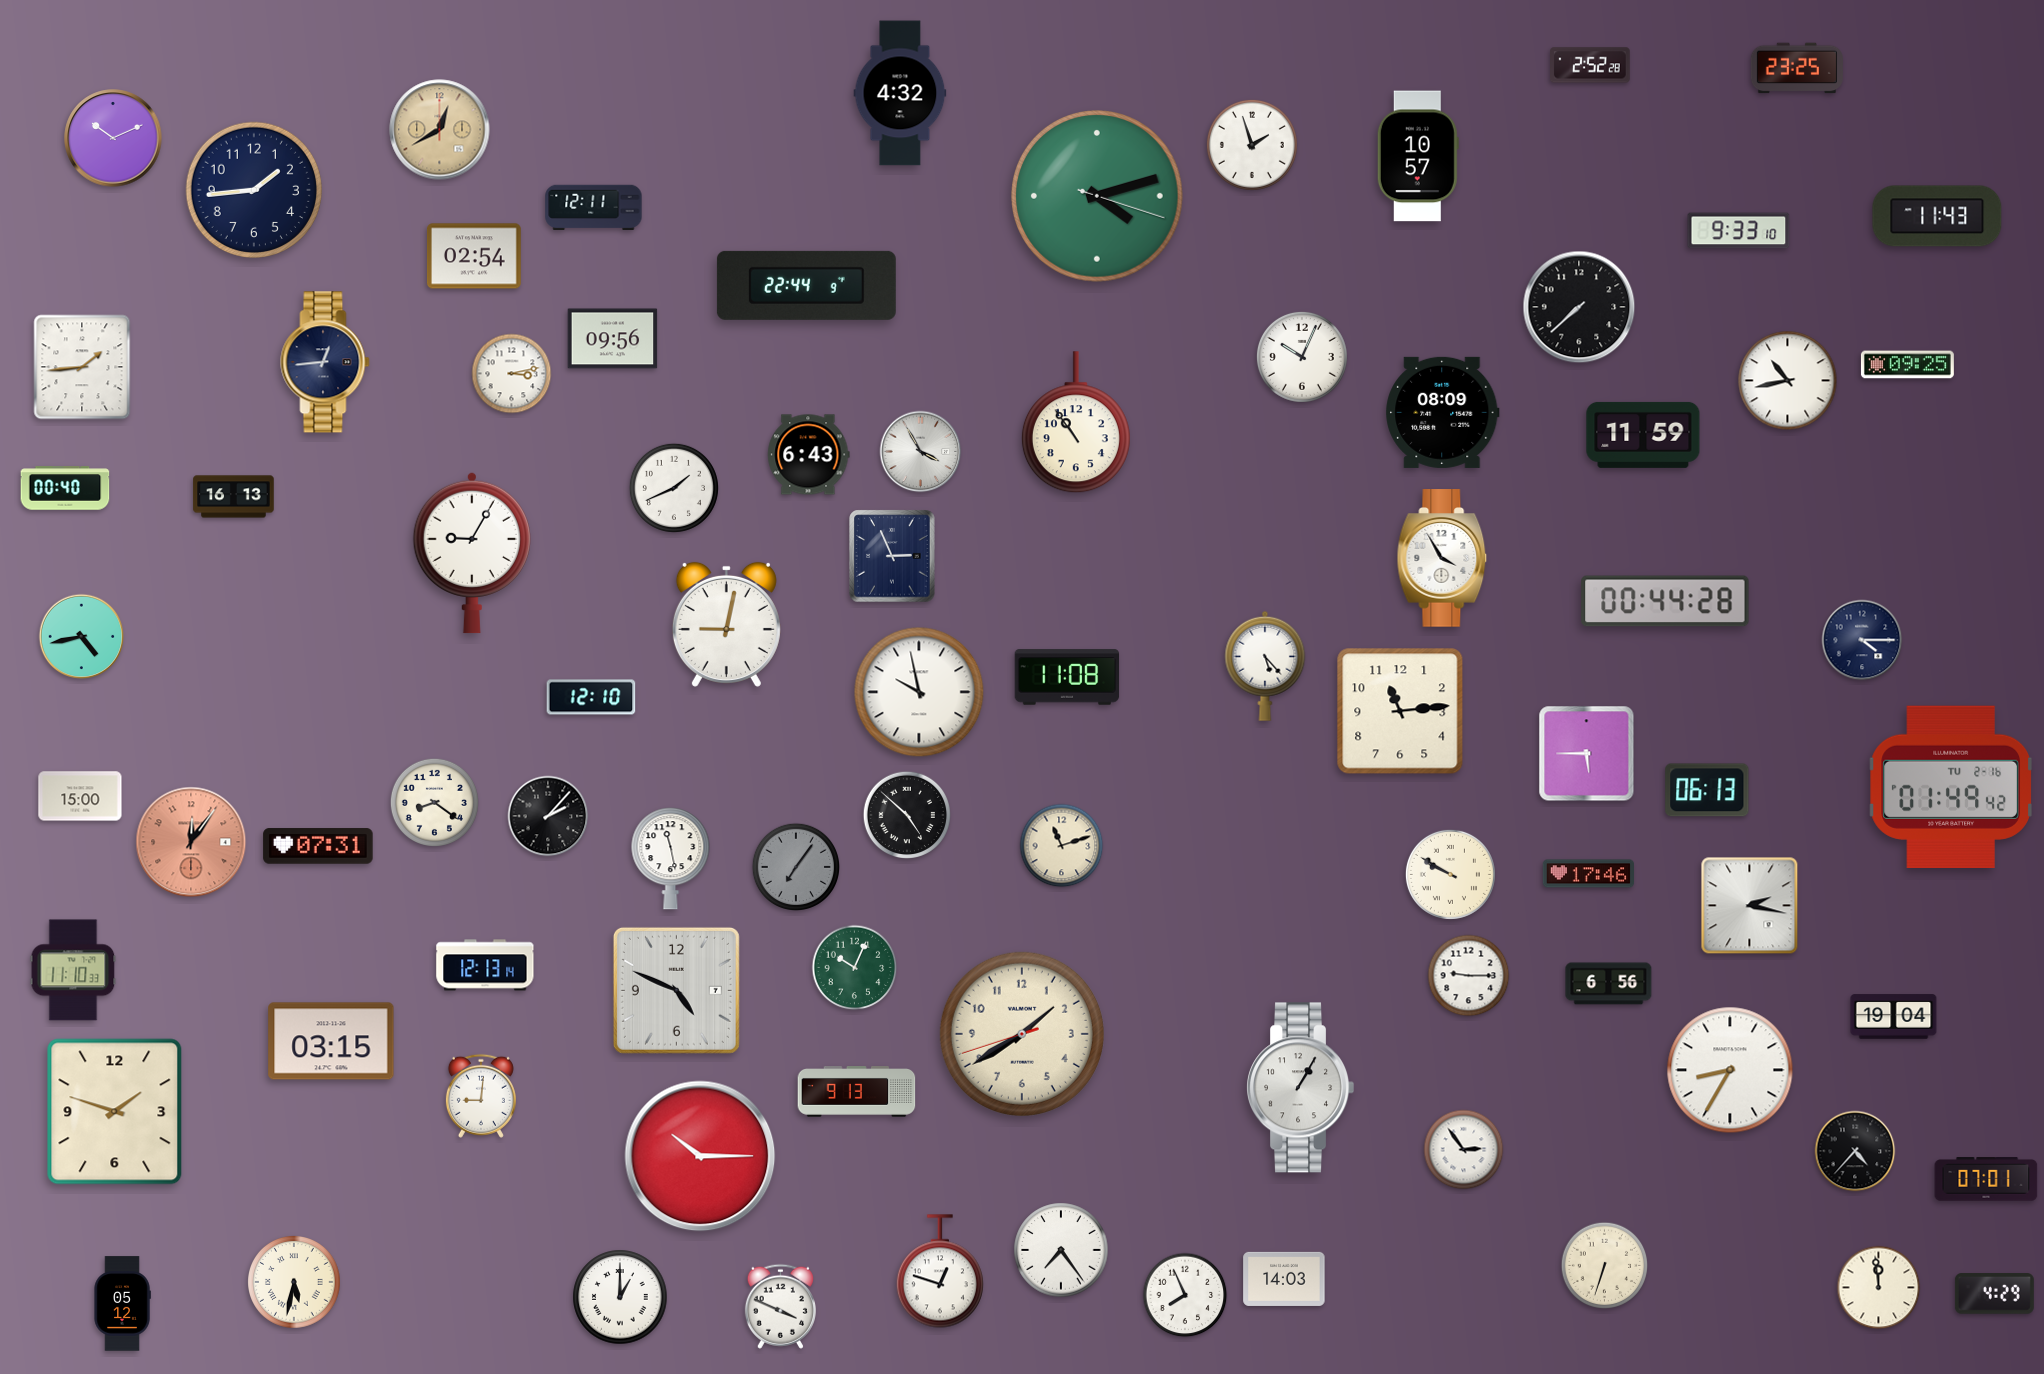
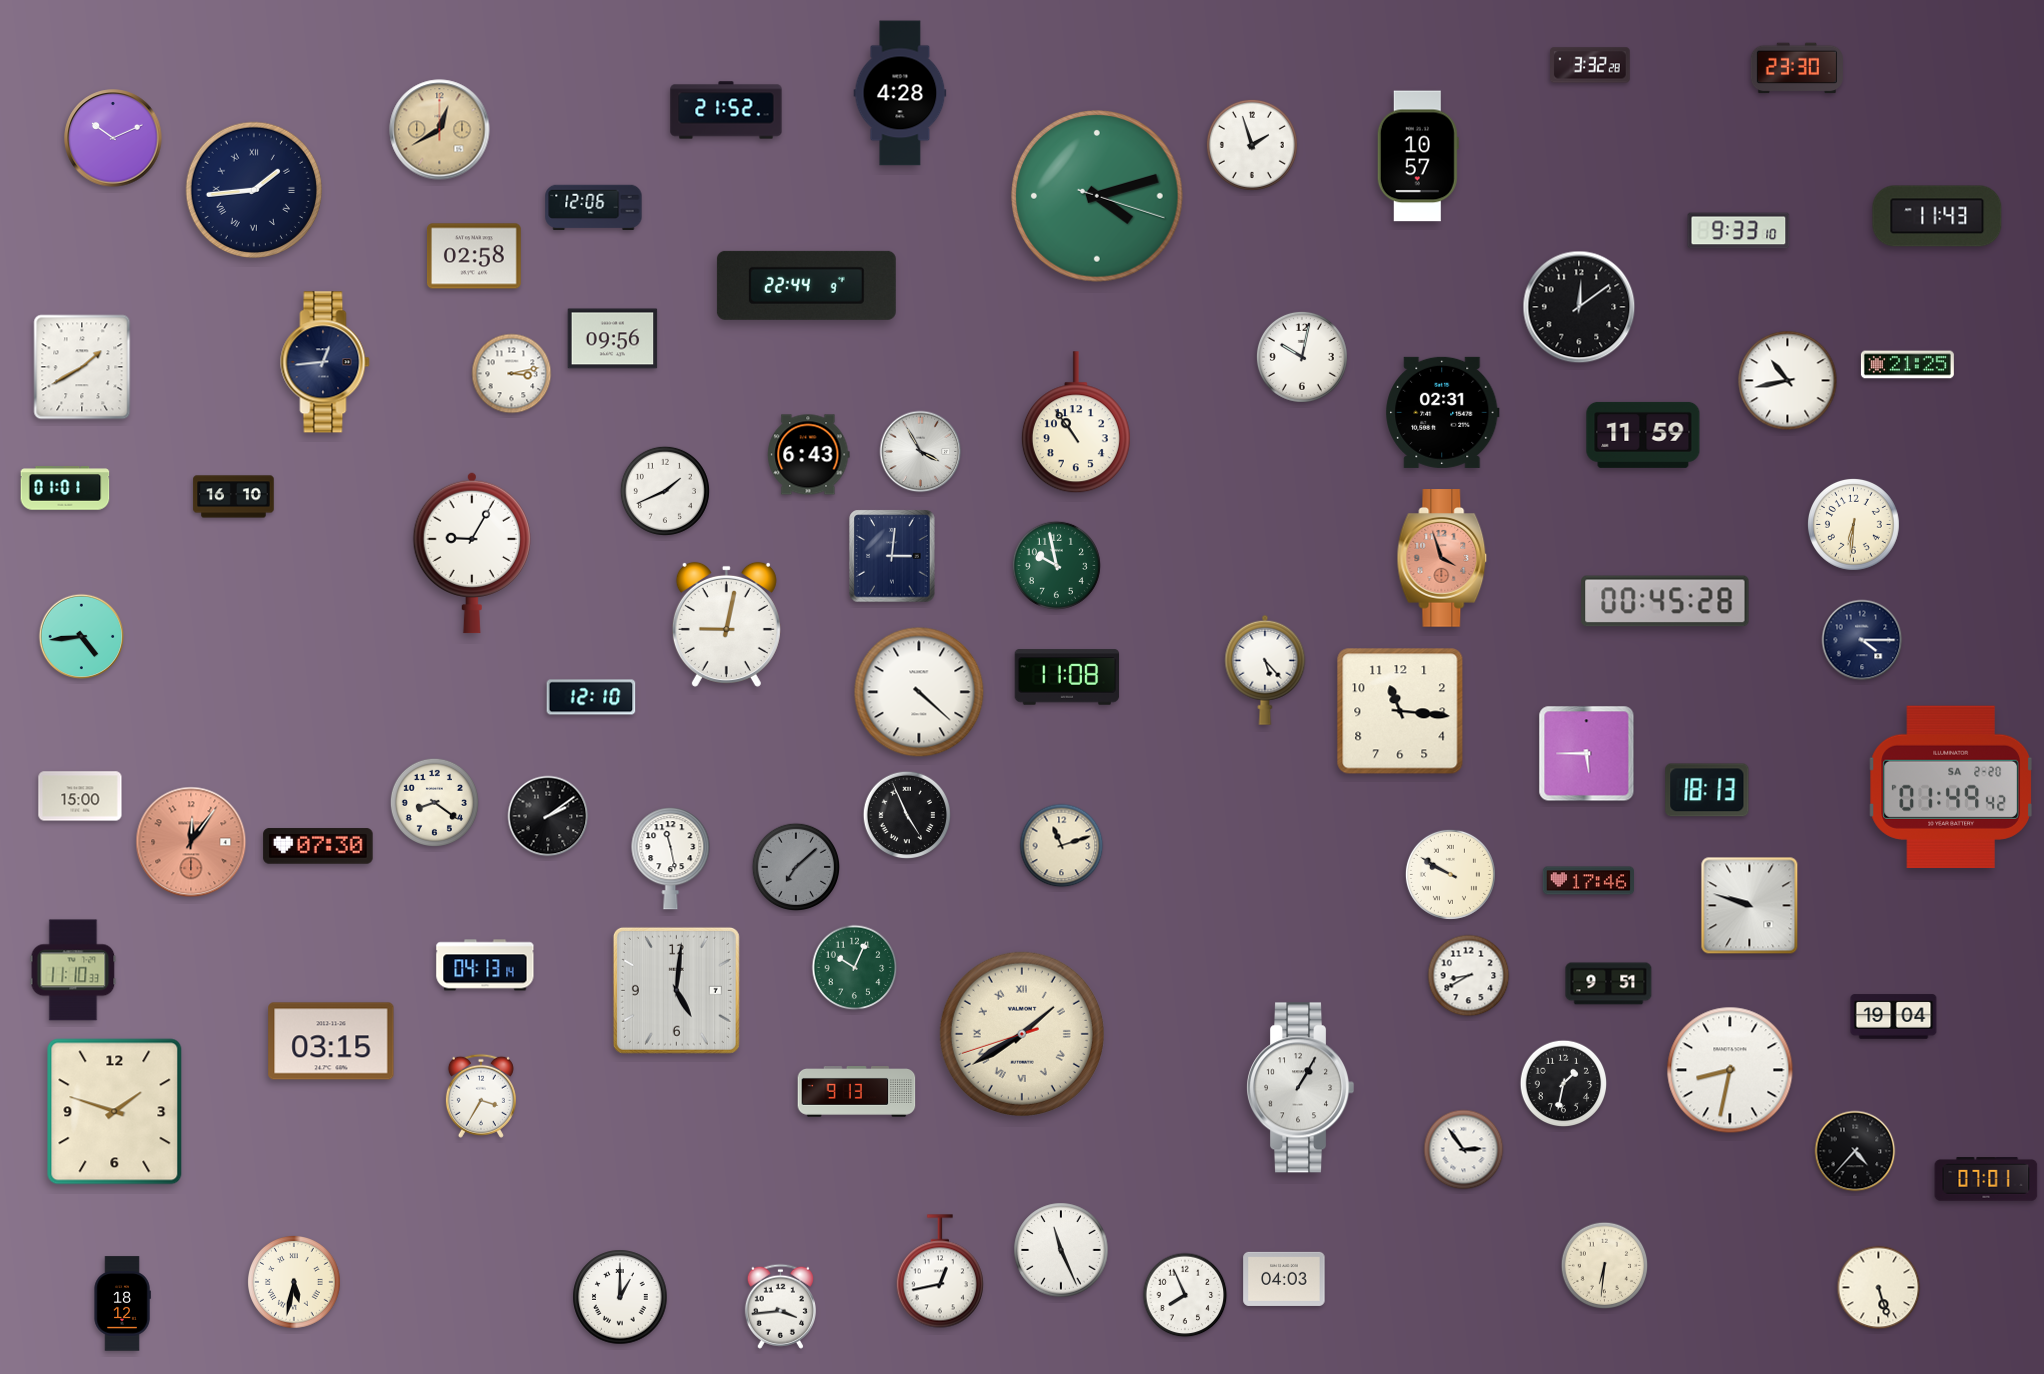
clock at (1591, 65): 2:52 -> 3:32
clock at (1797, 68): 23:25 -> 23:30
clock at (900, 93): 4:32 -> 4:28
clock at (726, 110): none -> 21:52
clock at (254, 190) numerals: Arabic -> Roman
clock at (594, 208): 12:11 -> 12:06
clock at (474, 256): 02:54 -> 02:58
clock at (1579, 307): 7:38 -> 12:09
clock at (1302, 357): 10:04 -> 10:02
clock at (1907, 365): 09:25 -> 21:25
clock at (82, 367): 1:44 -> 1:40
clock at (1443, 412): 08:09 -> 02:31
clock at (65, 488): 00:40 -> 01:01
clock at (674, 488) position: (674, 488) -> (665, 491)
clock at (234, 497): 16:13 -> 16:10
clock at (1853, 524): none -> 6:31
clock at (892, 556): 2:56 -> 3:01
clock at (1442, 558): 3:55 -> 3:57
clock at (1442, 558) dial: white -> salmon
clock at (1056, 565): none -> 9:58
clock at (1665, 601): 00:44 -> 00:45
clock at (82, 637): 4:43 -> 4:44
clock at (1265, 666) position: (1265, 666) -> (1265, 670)
clock at (919, 692): 9:58 -> 4:22
clock at (1400, 711): 11:14 -> 11:16
clock at (1951, 787) date: TU 2-16 -> SA 2-20
clock at (1707, 790): 06:13 -> 18:13
clock at (906, 814): 4:52 -> 4:56
clock at (548, 816): 2:07 -> 2:09
clock at (318, 846): 07:31 -> 07:30
clock at (795, 866): 7:06 -> 7:08
clock at (1588, 874) position: (1588, 874) -> (1588, 881)
clock at (1750, 906): 2:17 -> 9:48
clock at (485, 965): 12:13 -> 04:13
clock at (1469, 976): 9:15 -> 8:40
clock at (1609, 984): 6:56 -> 9:51
clock at (676, 990): 4:49 -> 5:01
clock at (1022, 1034) numerals: Arabic -> Roman
clock at (1730, 1070): 8:35 -> 8:32
clock at (1564, 1084): none -> 1:32
clock at (481, 1096): 9:01 -> 3:35
clock at (700, 1156): 10:15 -> none
clock at (1061, 1250): 7:24 -> 11:26
clock at (1605, 1266): 6:33 -> 6:31
clock at (940, 1271): 12:48 -> 12:43
clock at (1284, 1279): 14:03 -> 04:03
clock at (1879, 1288): 11:59 -> 5:27
clock at (1994, 1294): 4:29 -> none
clock at (122, 1304): 05:12 -> 18:12
clock at (780, 1306): 3:49 -> 3:44
